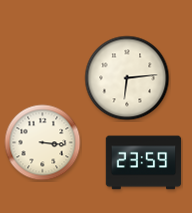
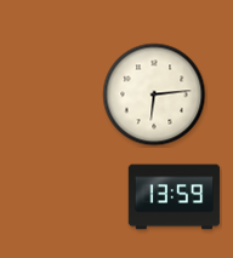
clock at (43, 143): 3:16 -> none
clock at (144, 163): 23:59 -> 13:59
